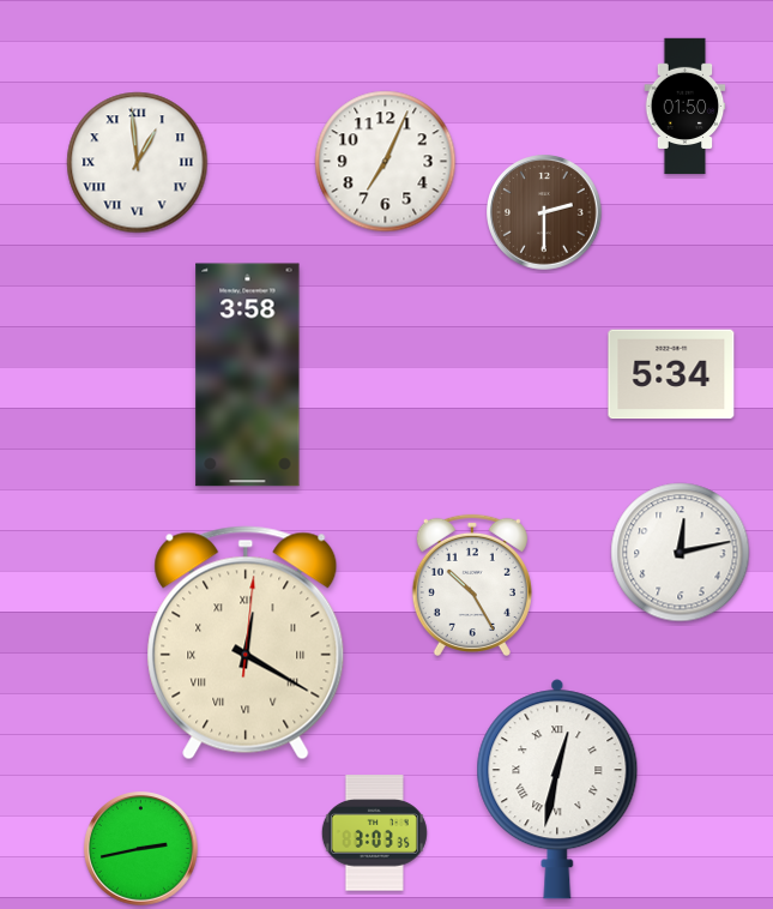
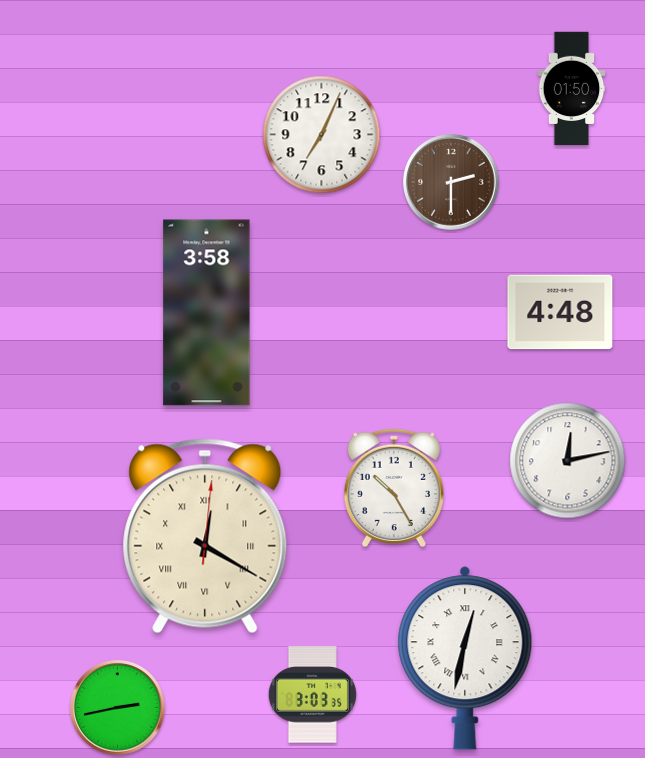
clock at (138, 163): 12:59 -> none
clock at (544, 213) position: (544, 213) -> (451, 183)
clock at (671, 374): 5:34 -> 4:48
